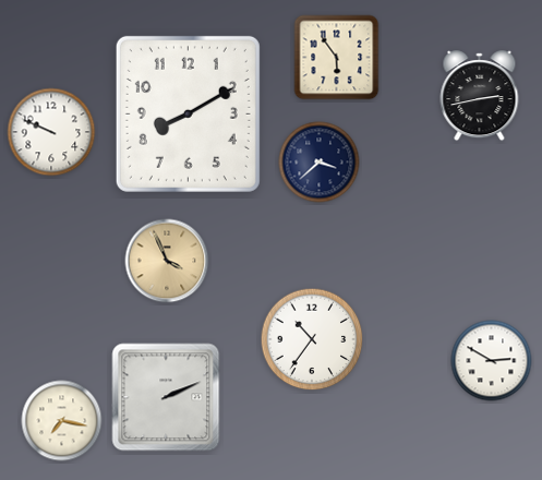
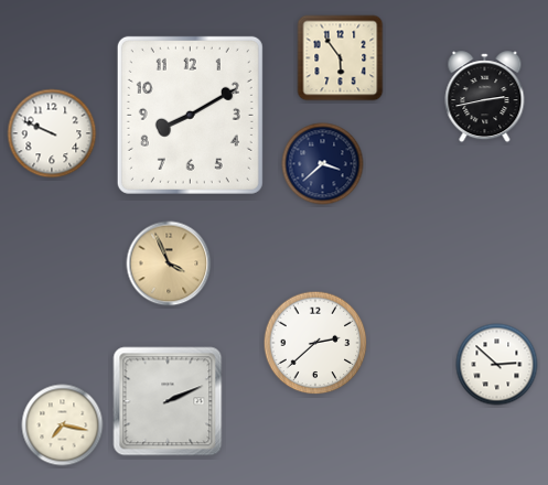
clock at (312, 339): 10:36 -> 2:38
clock at (492, 361): 2:50 -> 2:52
